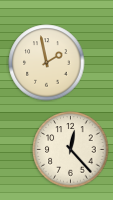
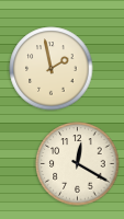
clock at (71, 150): 12:23 -> 12:20
